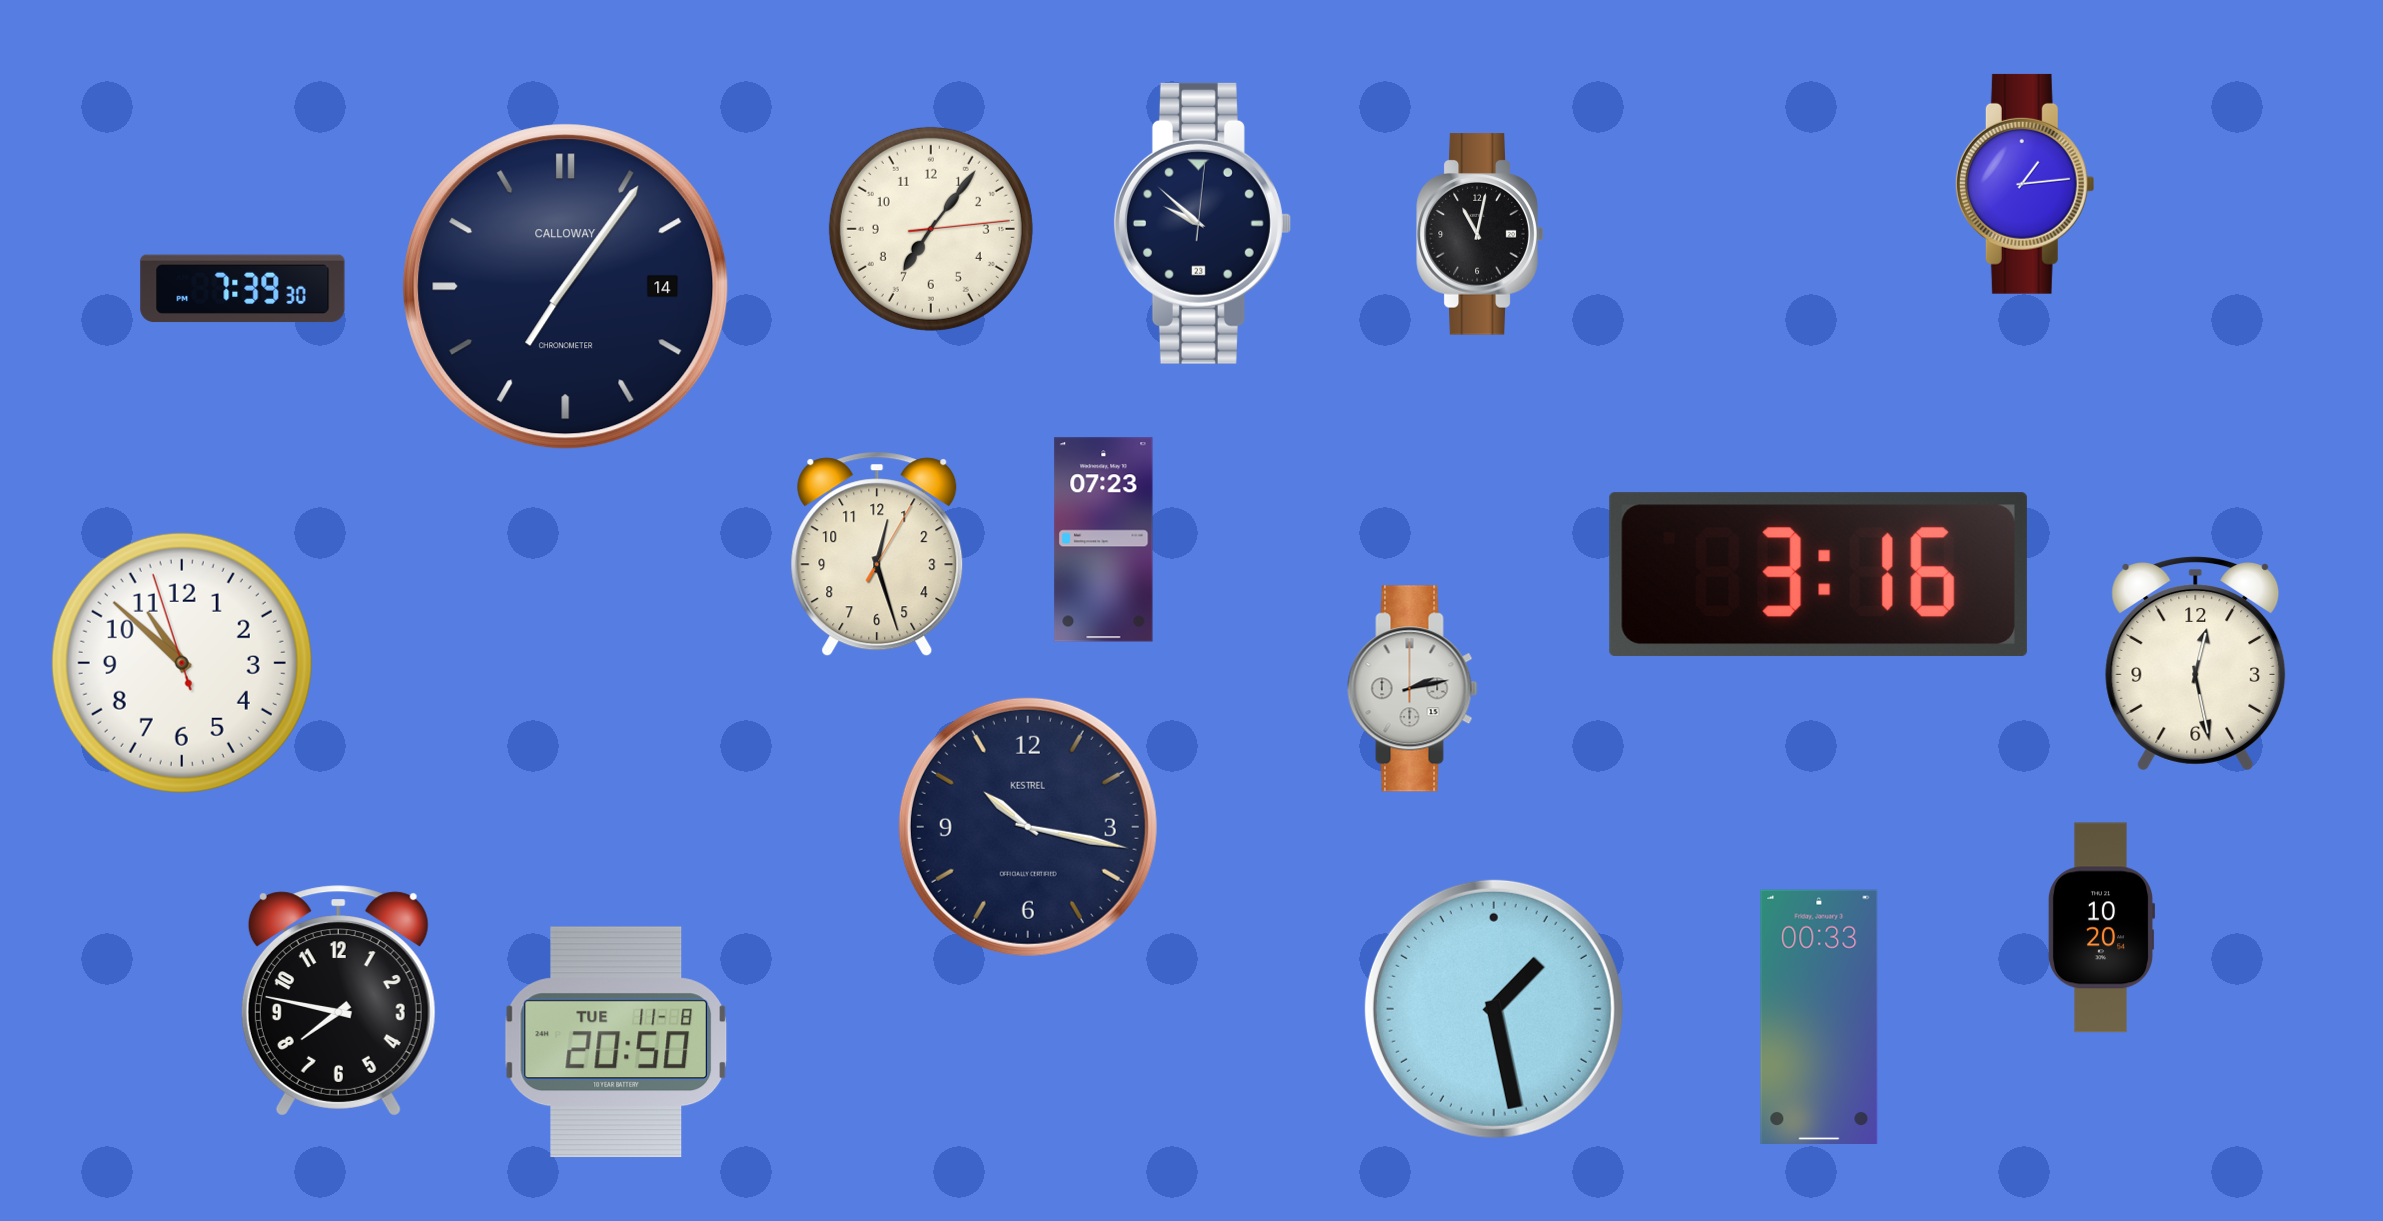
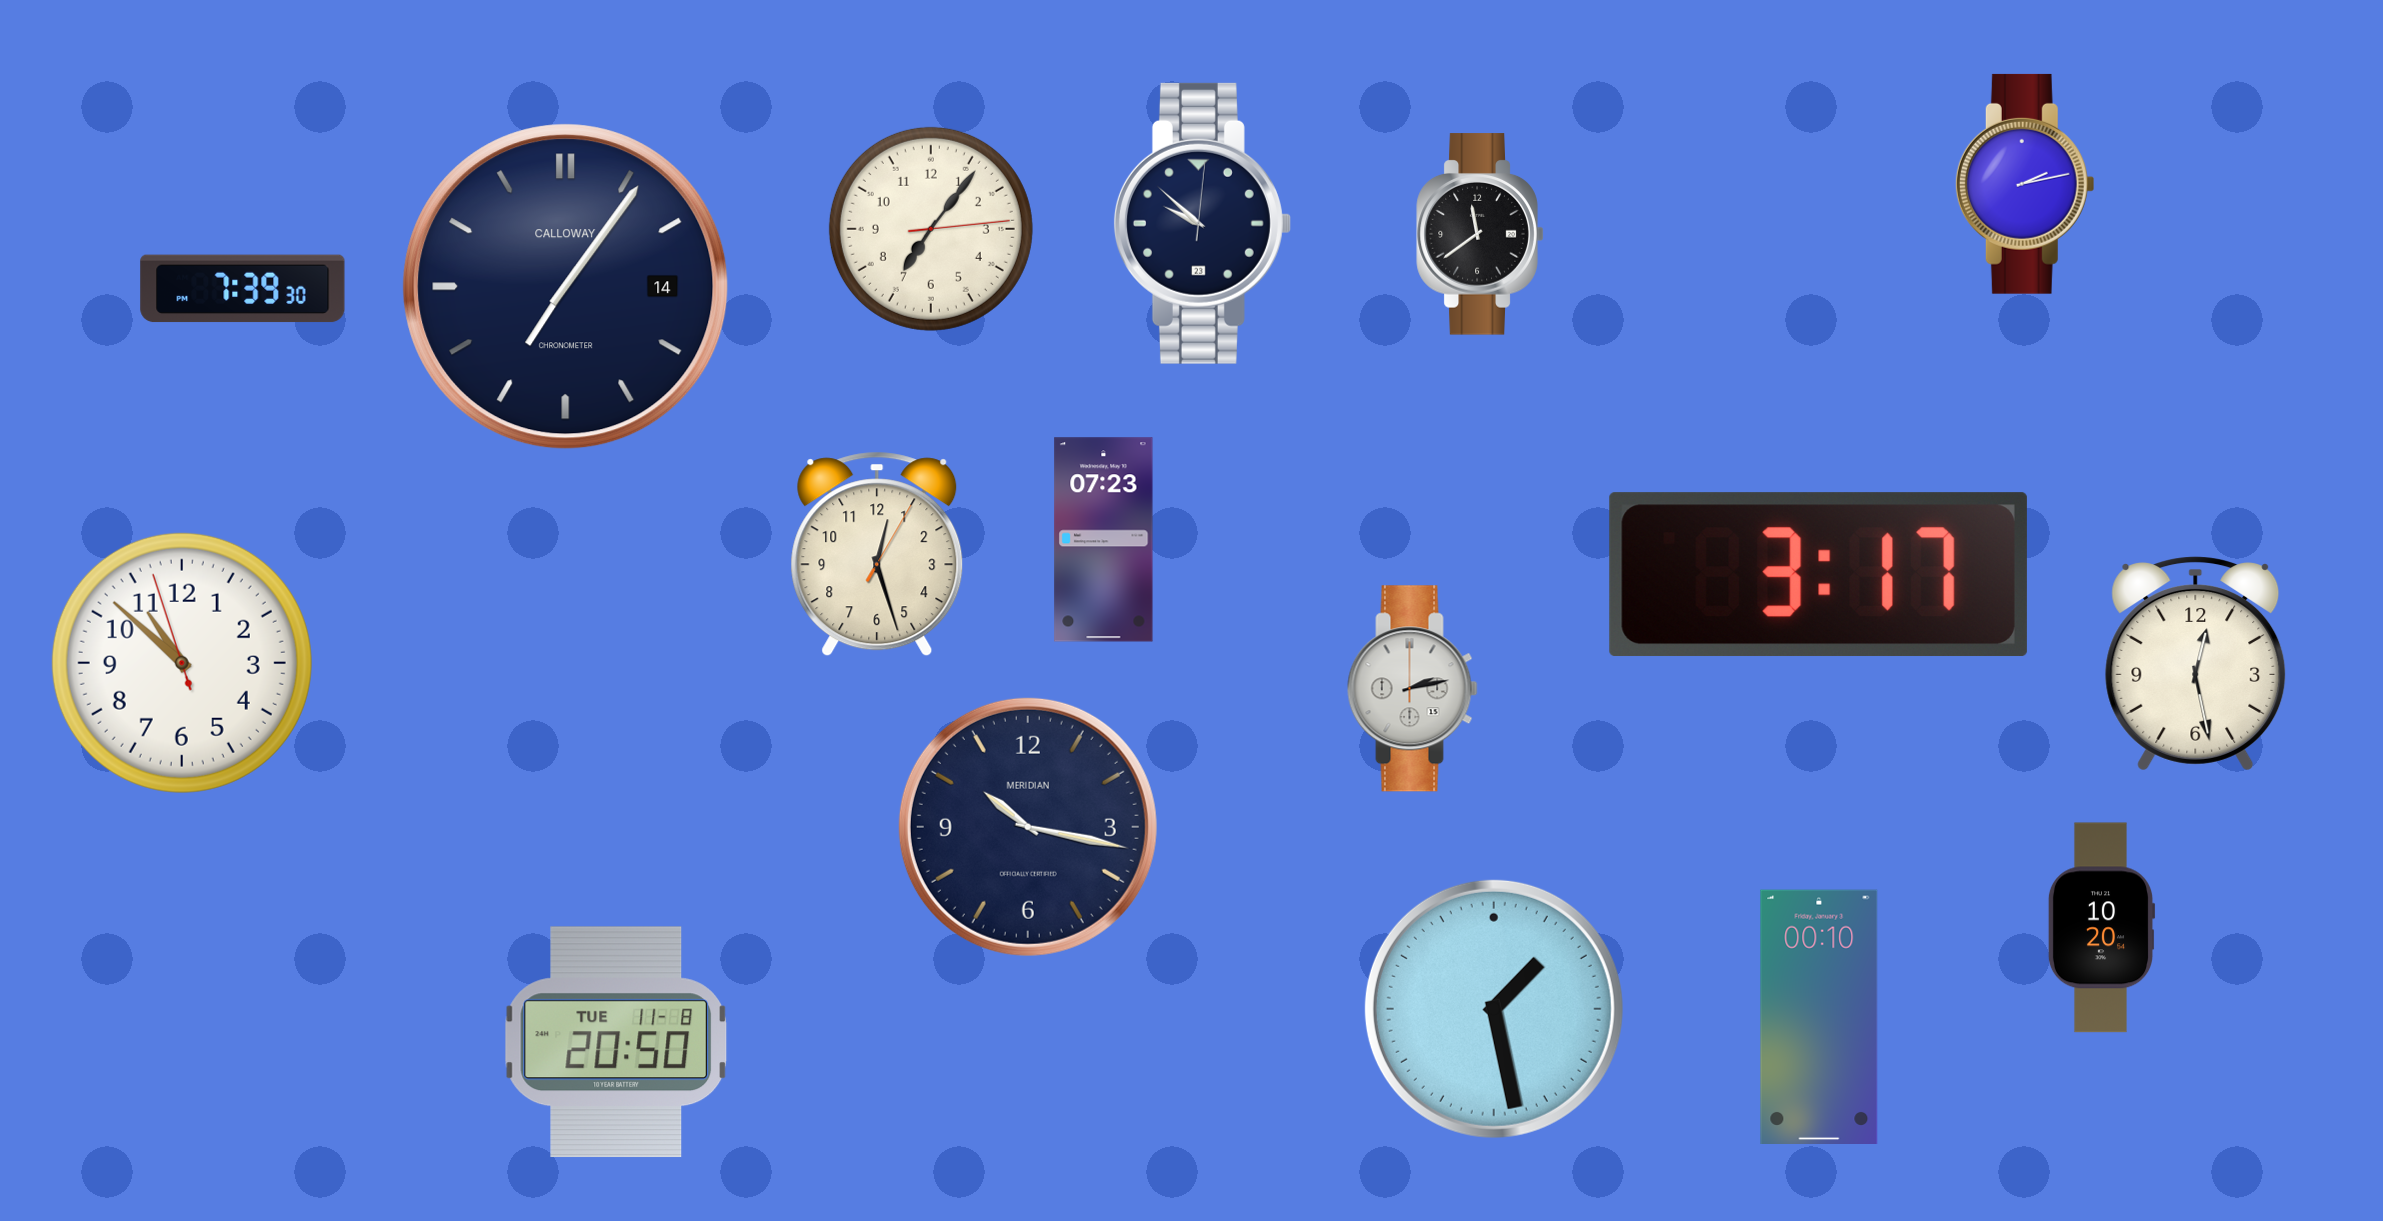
clock at (2025, 184): 1:14 -> 2:13
clock at (1480, 234): 11:02 -> 11:39
clock at (1818, 575): 3:16 -> 3:17
clock at (1028, 827) brand: KESTREL -> MERIDIAN
clock at (338, 1001): 7:47 -> none
clock at (1819, 1016): 00:33 -> 00:10
